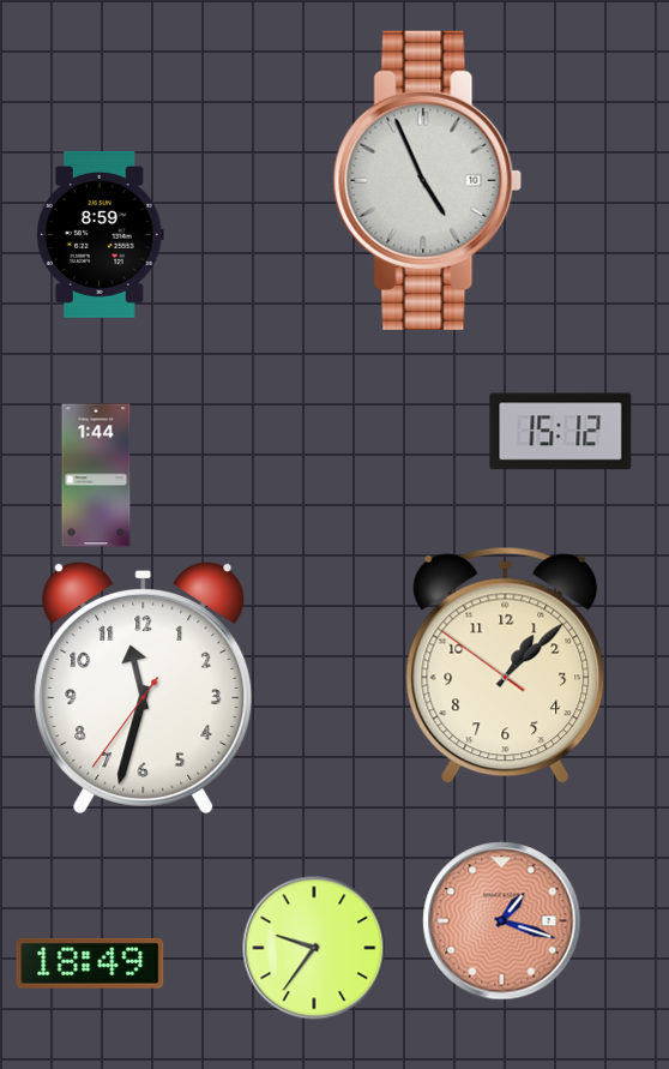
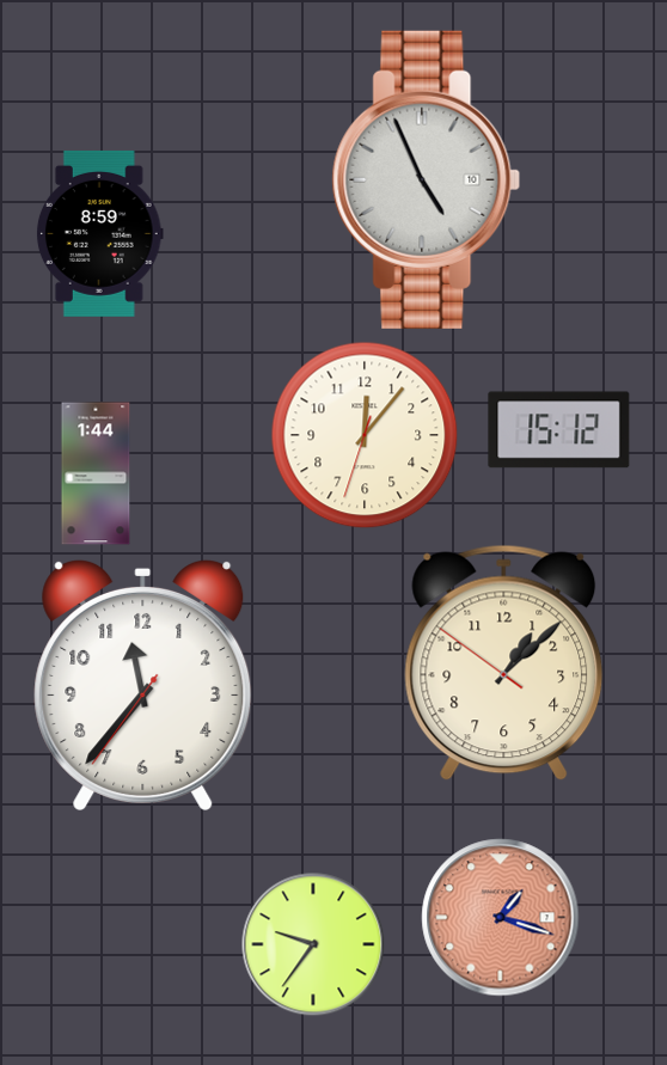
clock at (365, 435): none -> 12:06
clock at (144, 687): 11:32 -> 11:36
clock at (90, 963): 18:49 -> none
